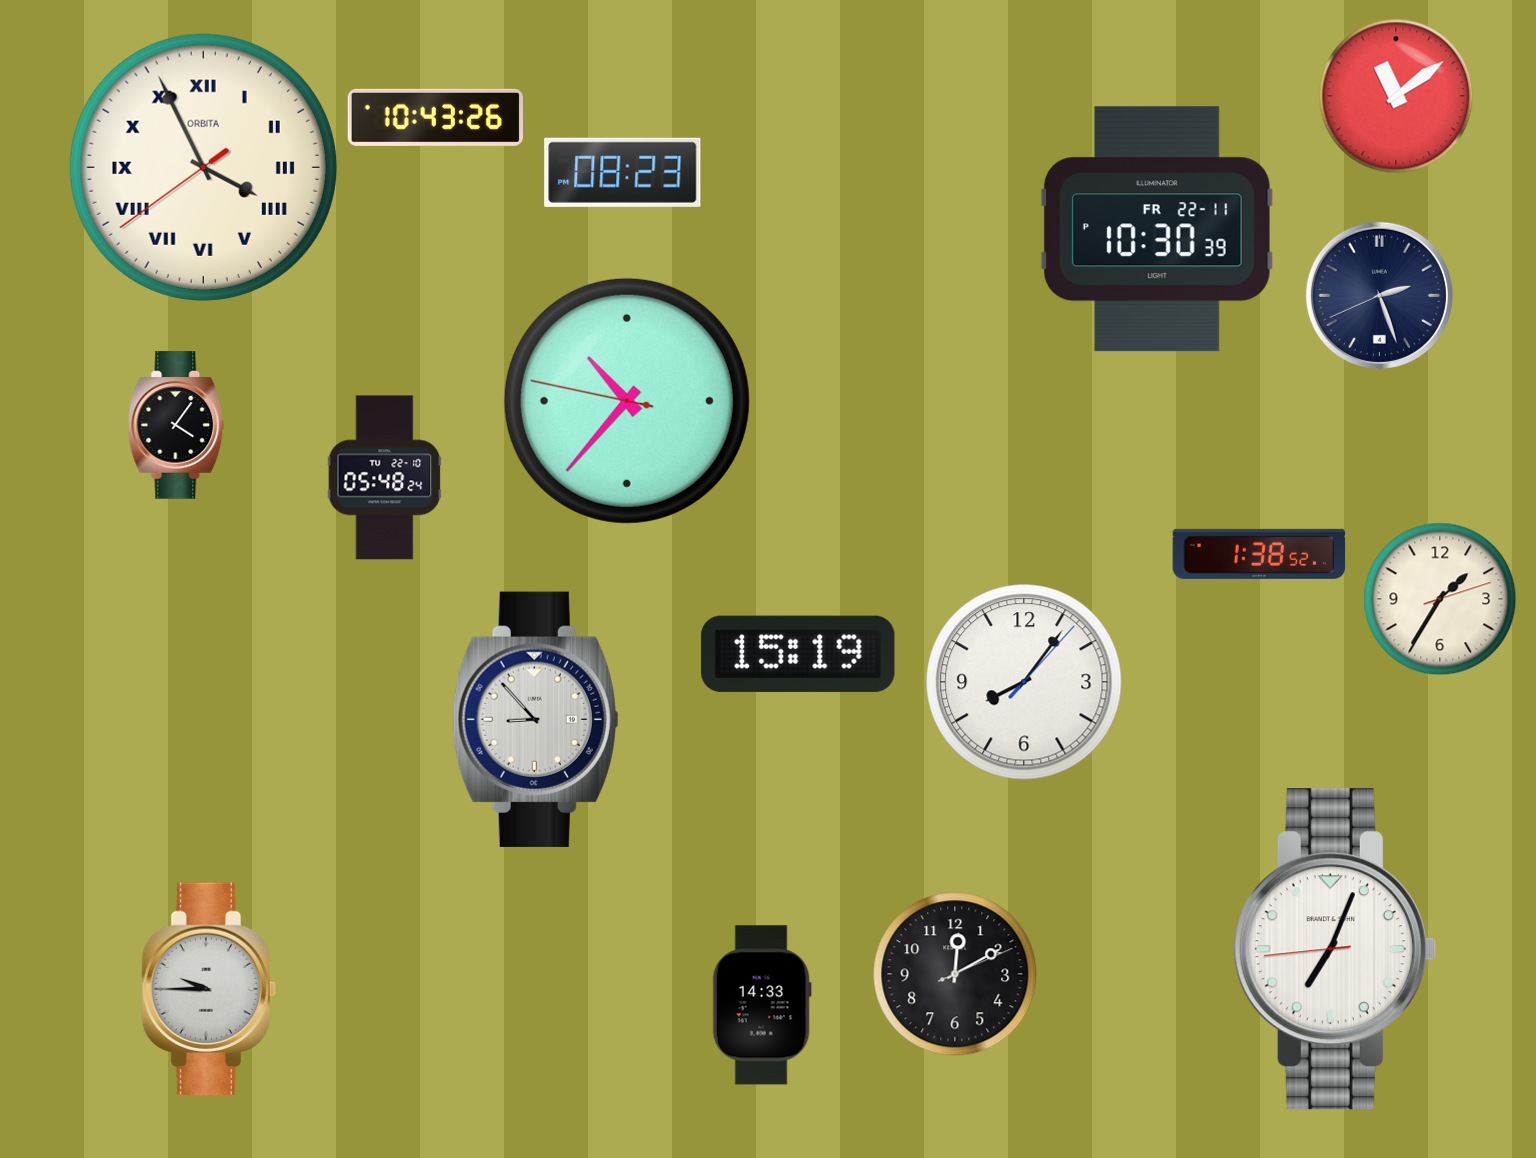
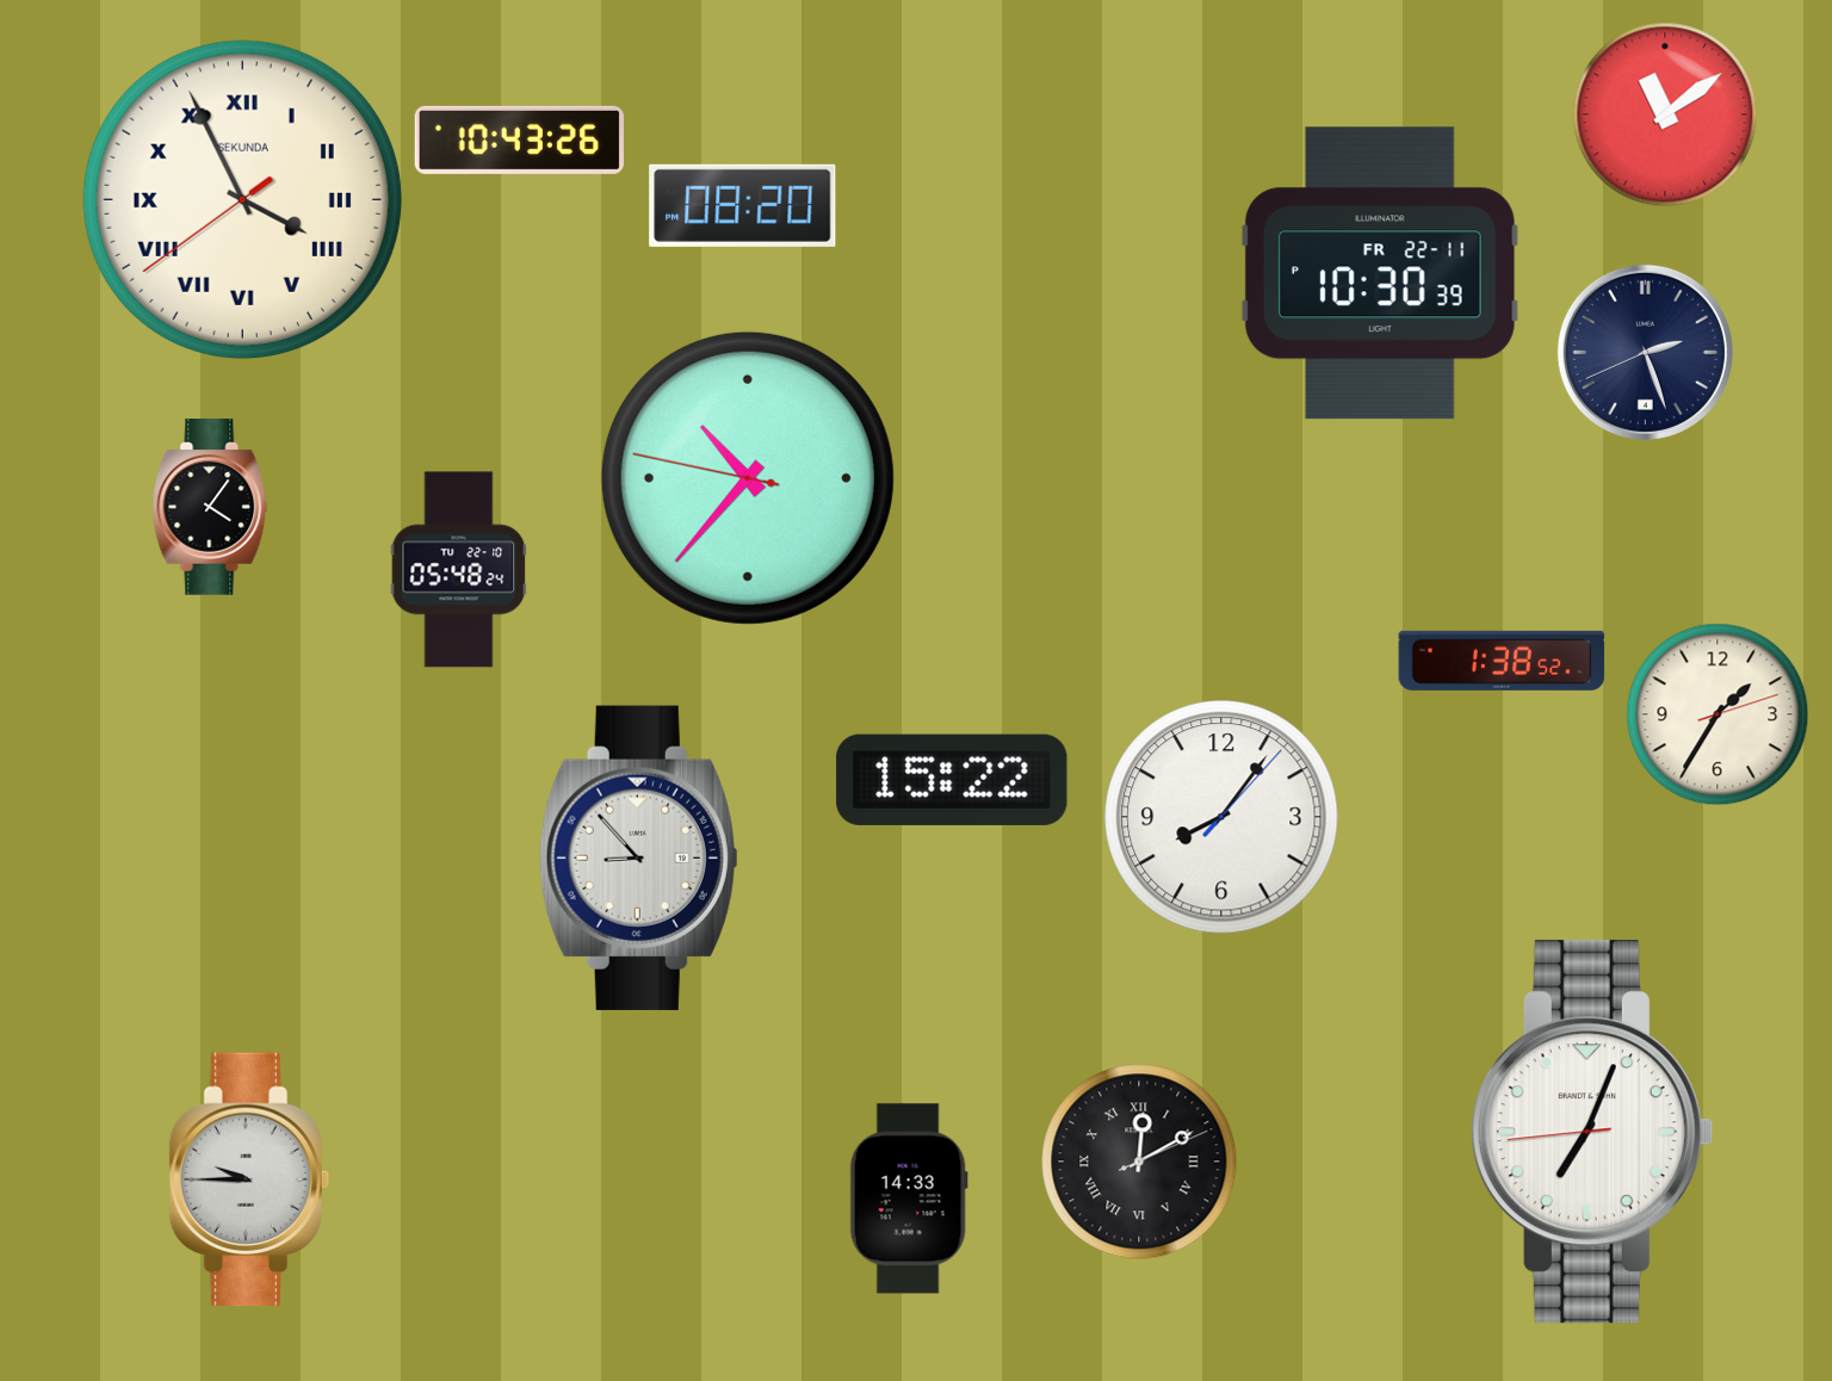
clock at (203, 167) brand: ORBITA -> SEKUNDA
clock at (623, 172): 08:23 -> 08:20
clock at (798, 654): 15:19 -> 15:22
clock at (1024, 682) position: (1024, 682) -> (1221, 817)
clock at (955, 974) numerals: Arabic -> Roman
